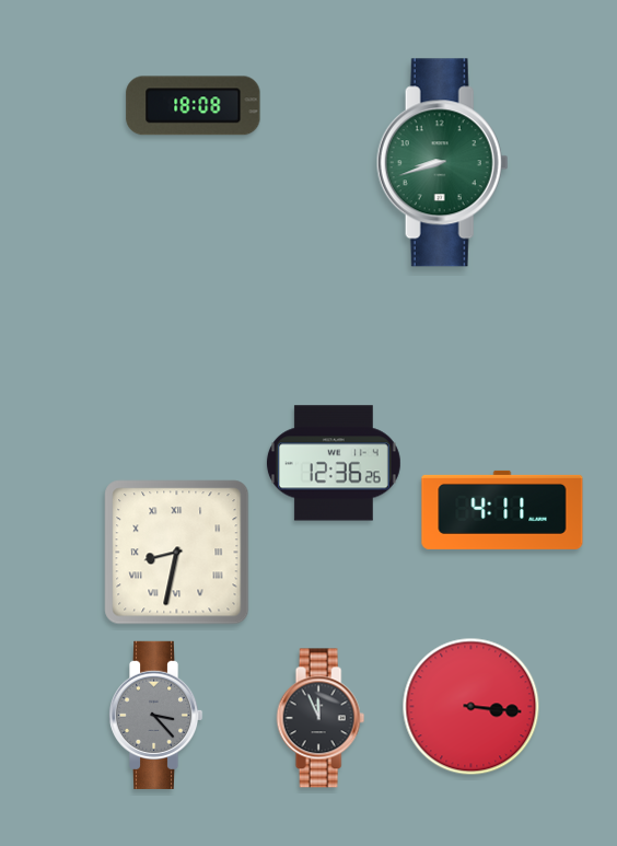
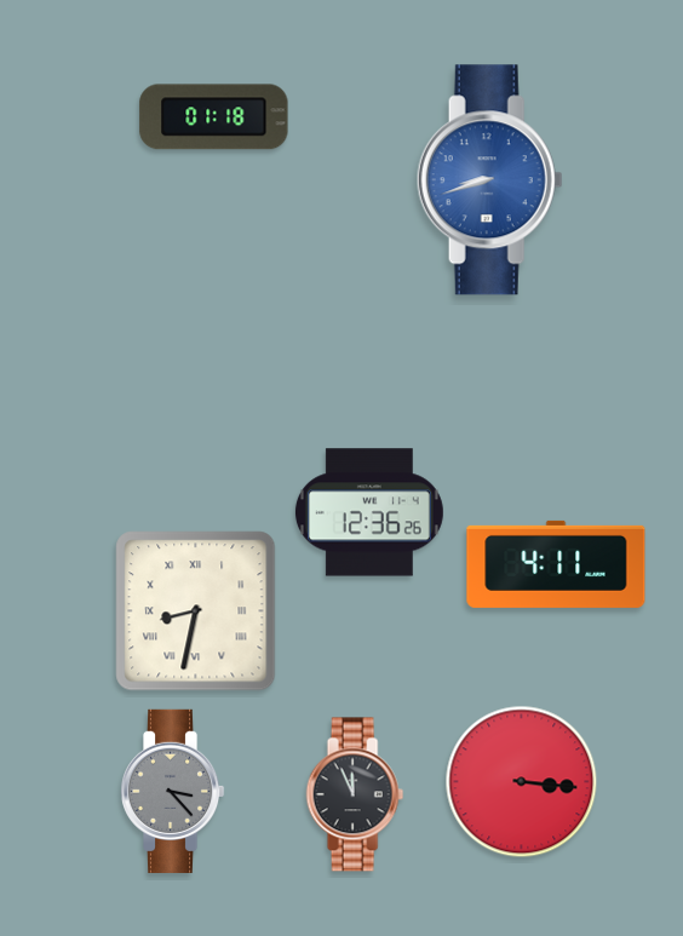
clock at (194, 106): 18:08 -> 01:18
clock at (442, 163) dial: green -> blue
